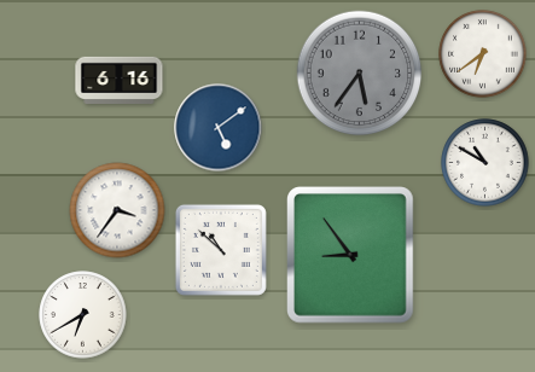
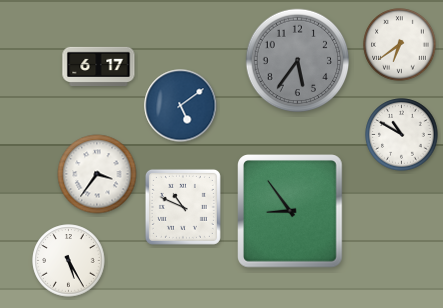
clock at (120, 80): 6:16 -> 6:17
clock at (221, 250): 10:52 -> 10:49
clock at (83, 315): 6:40 -> 5:25
